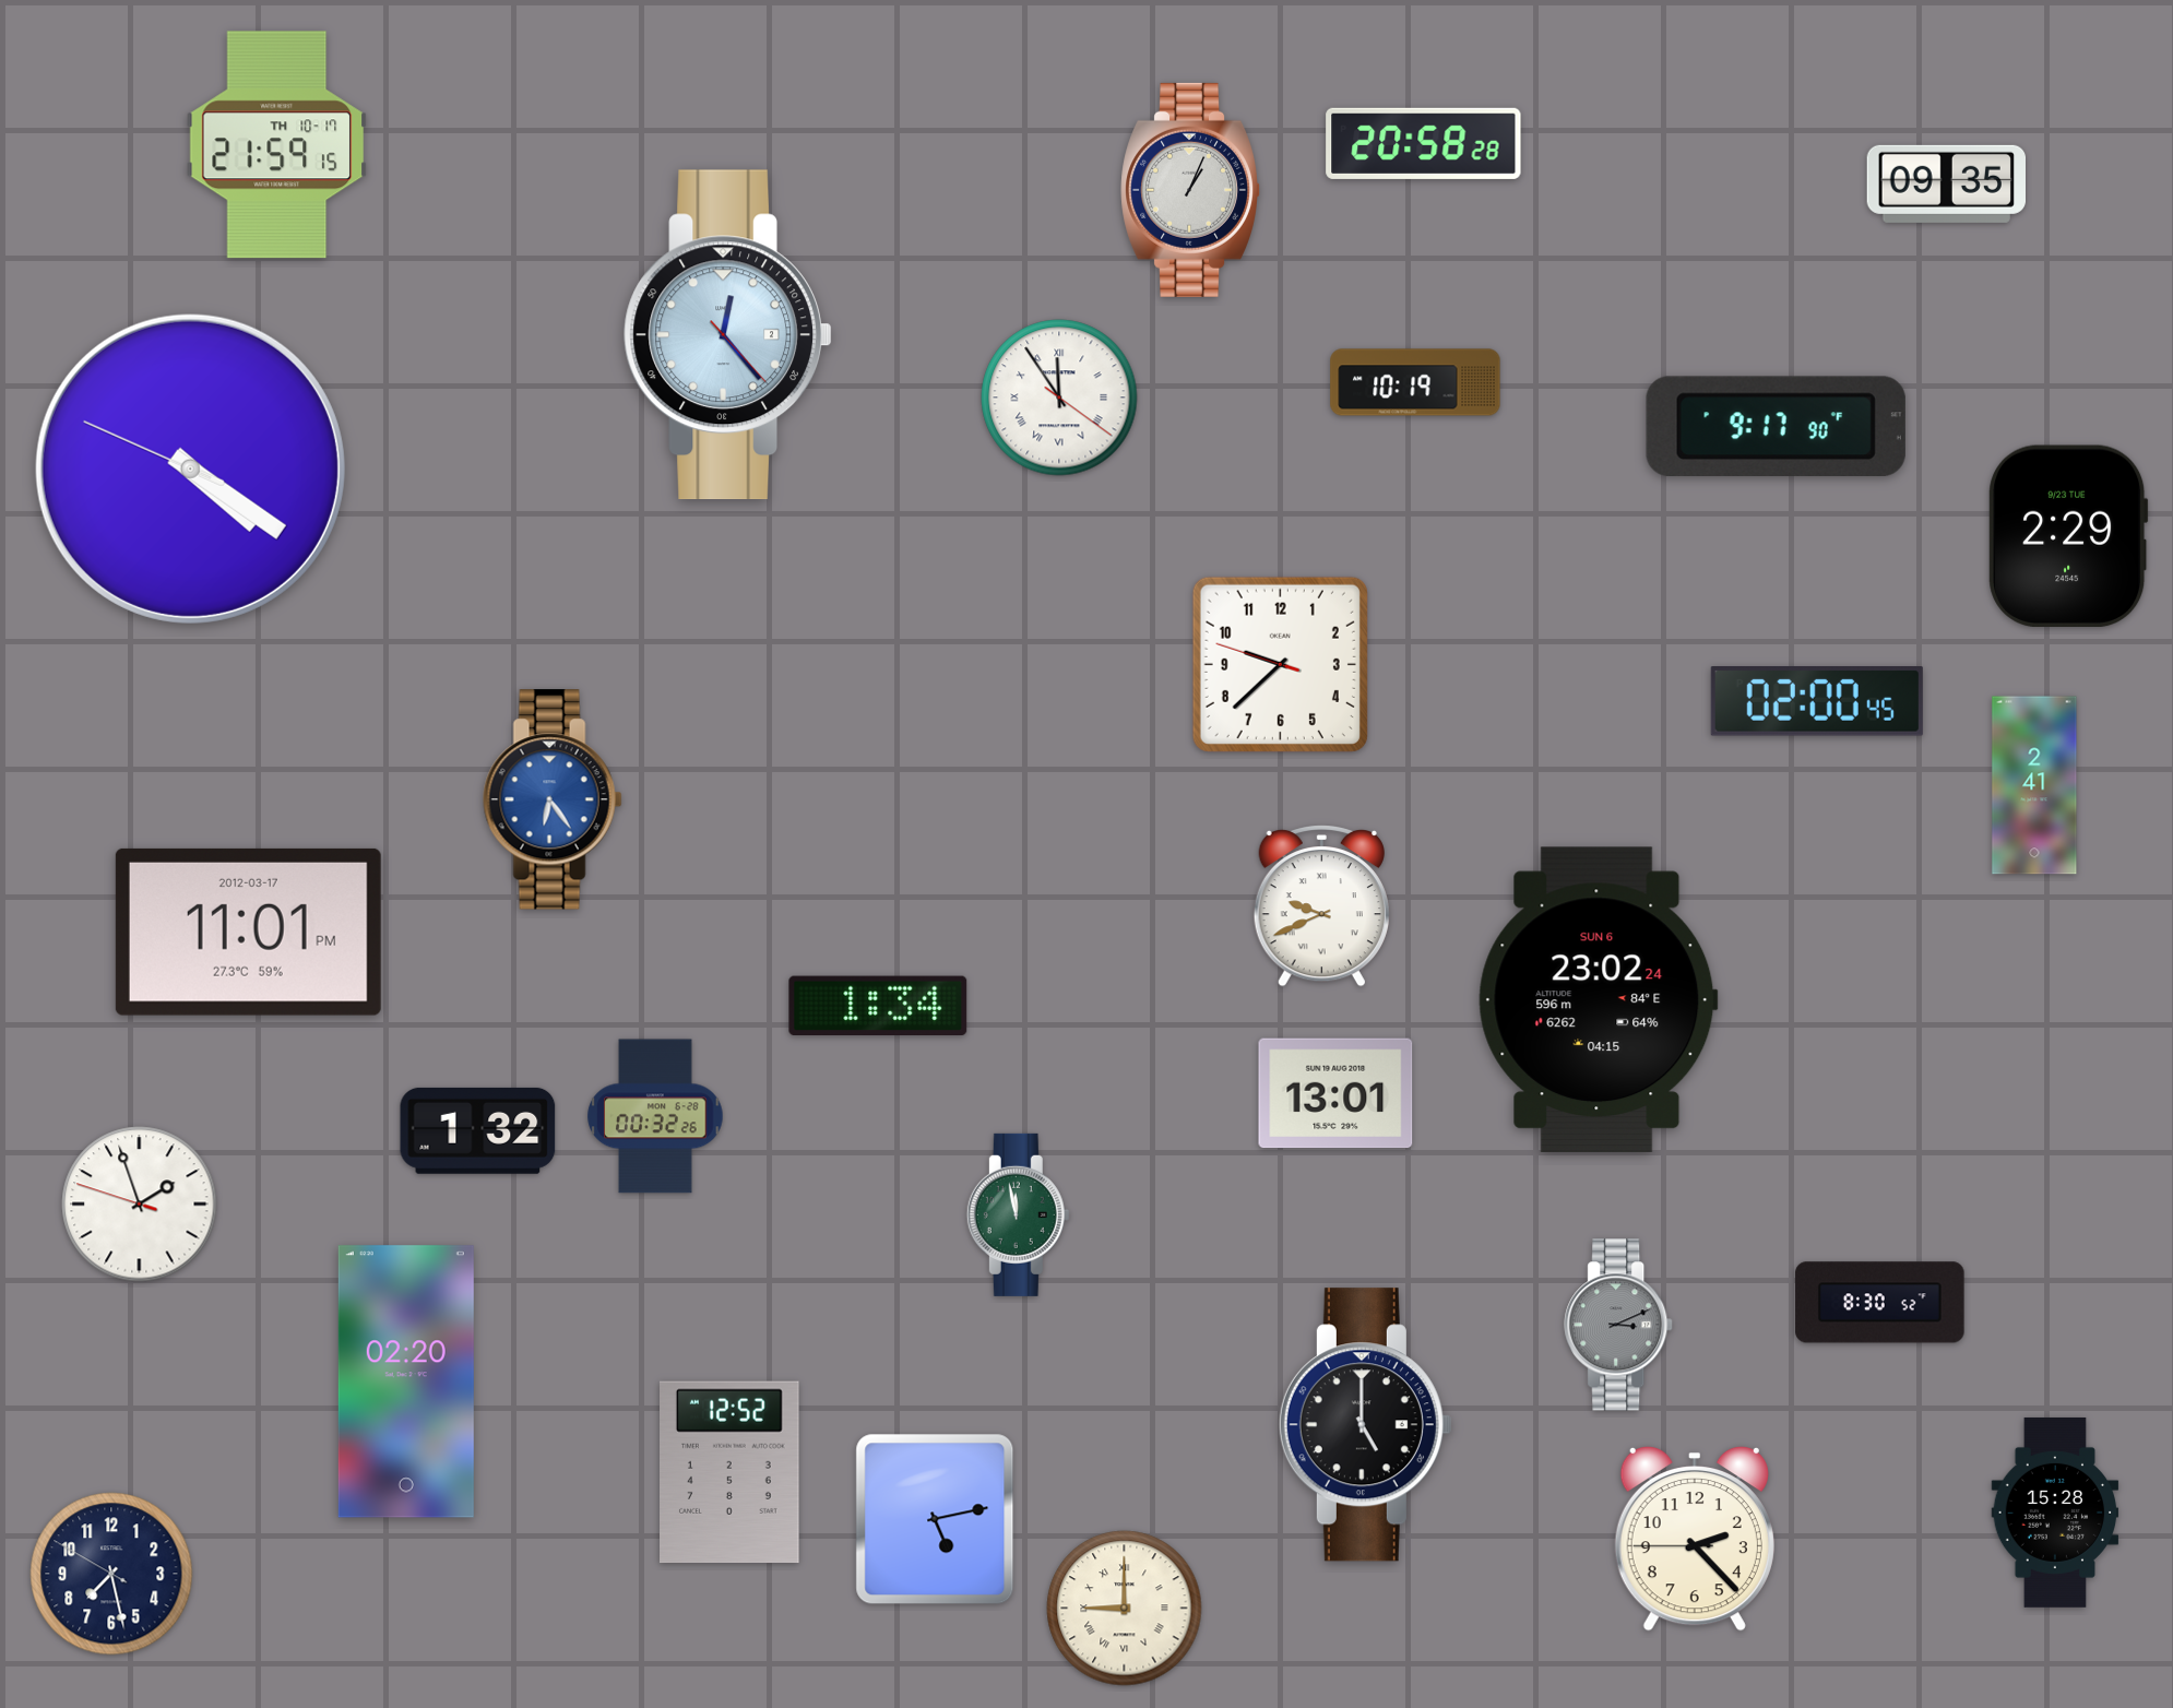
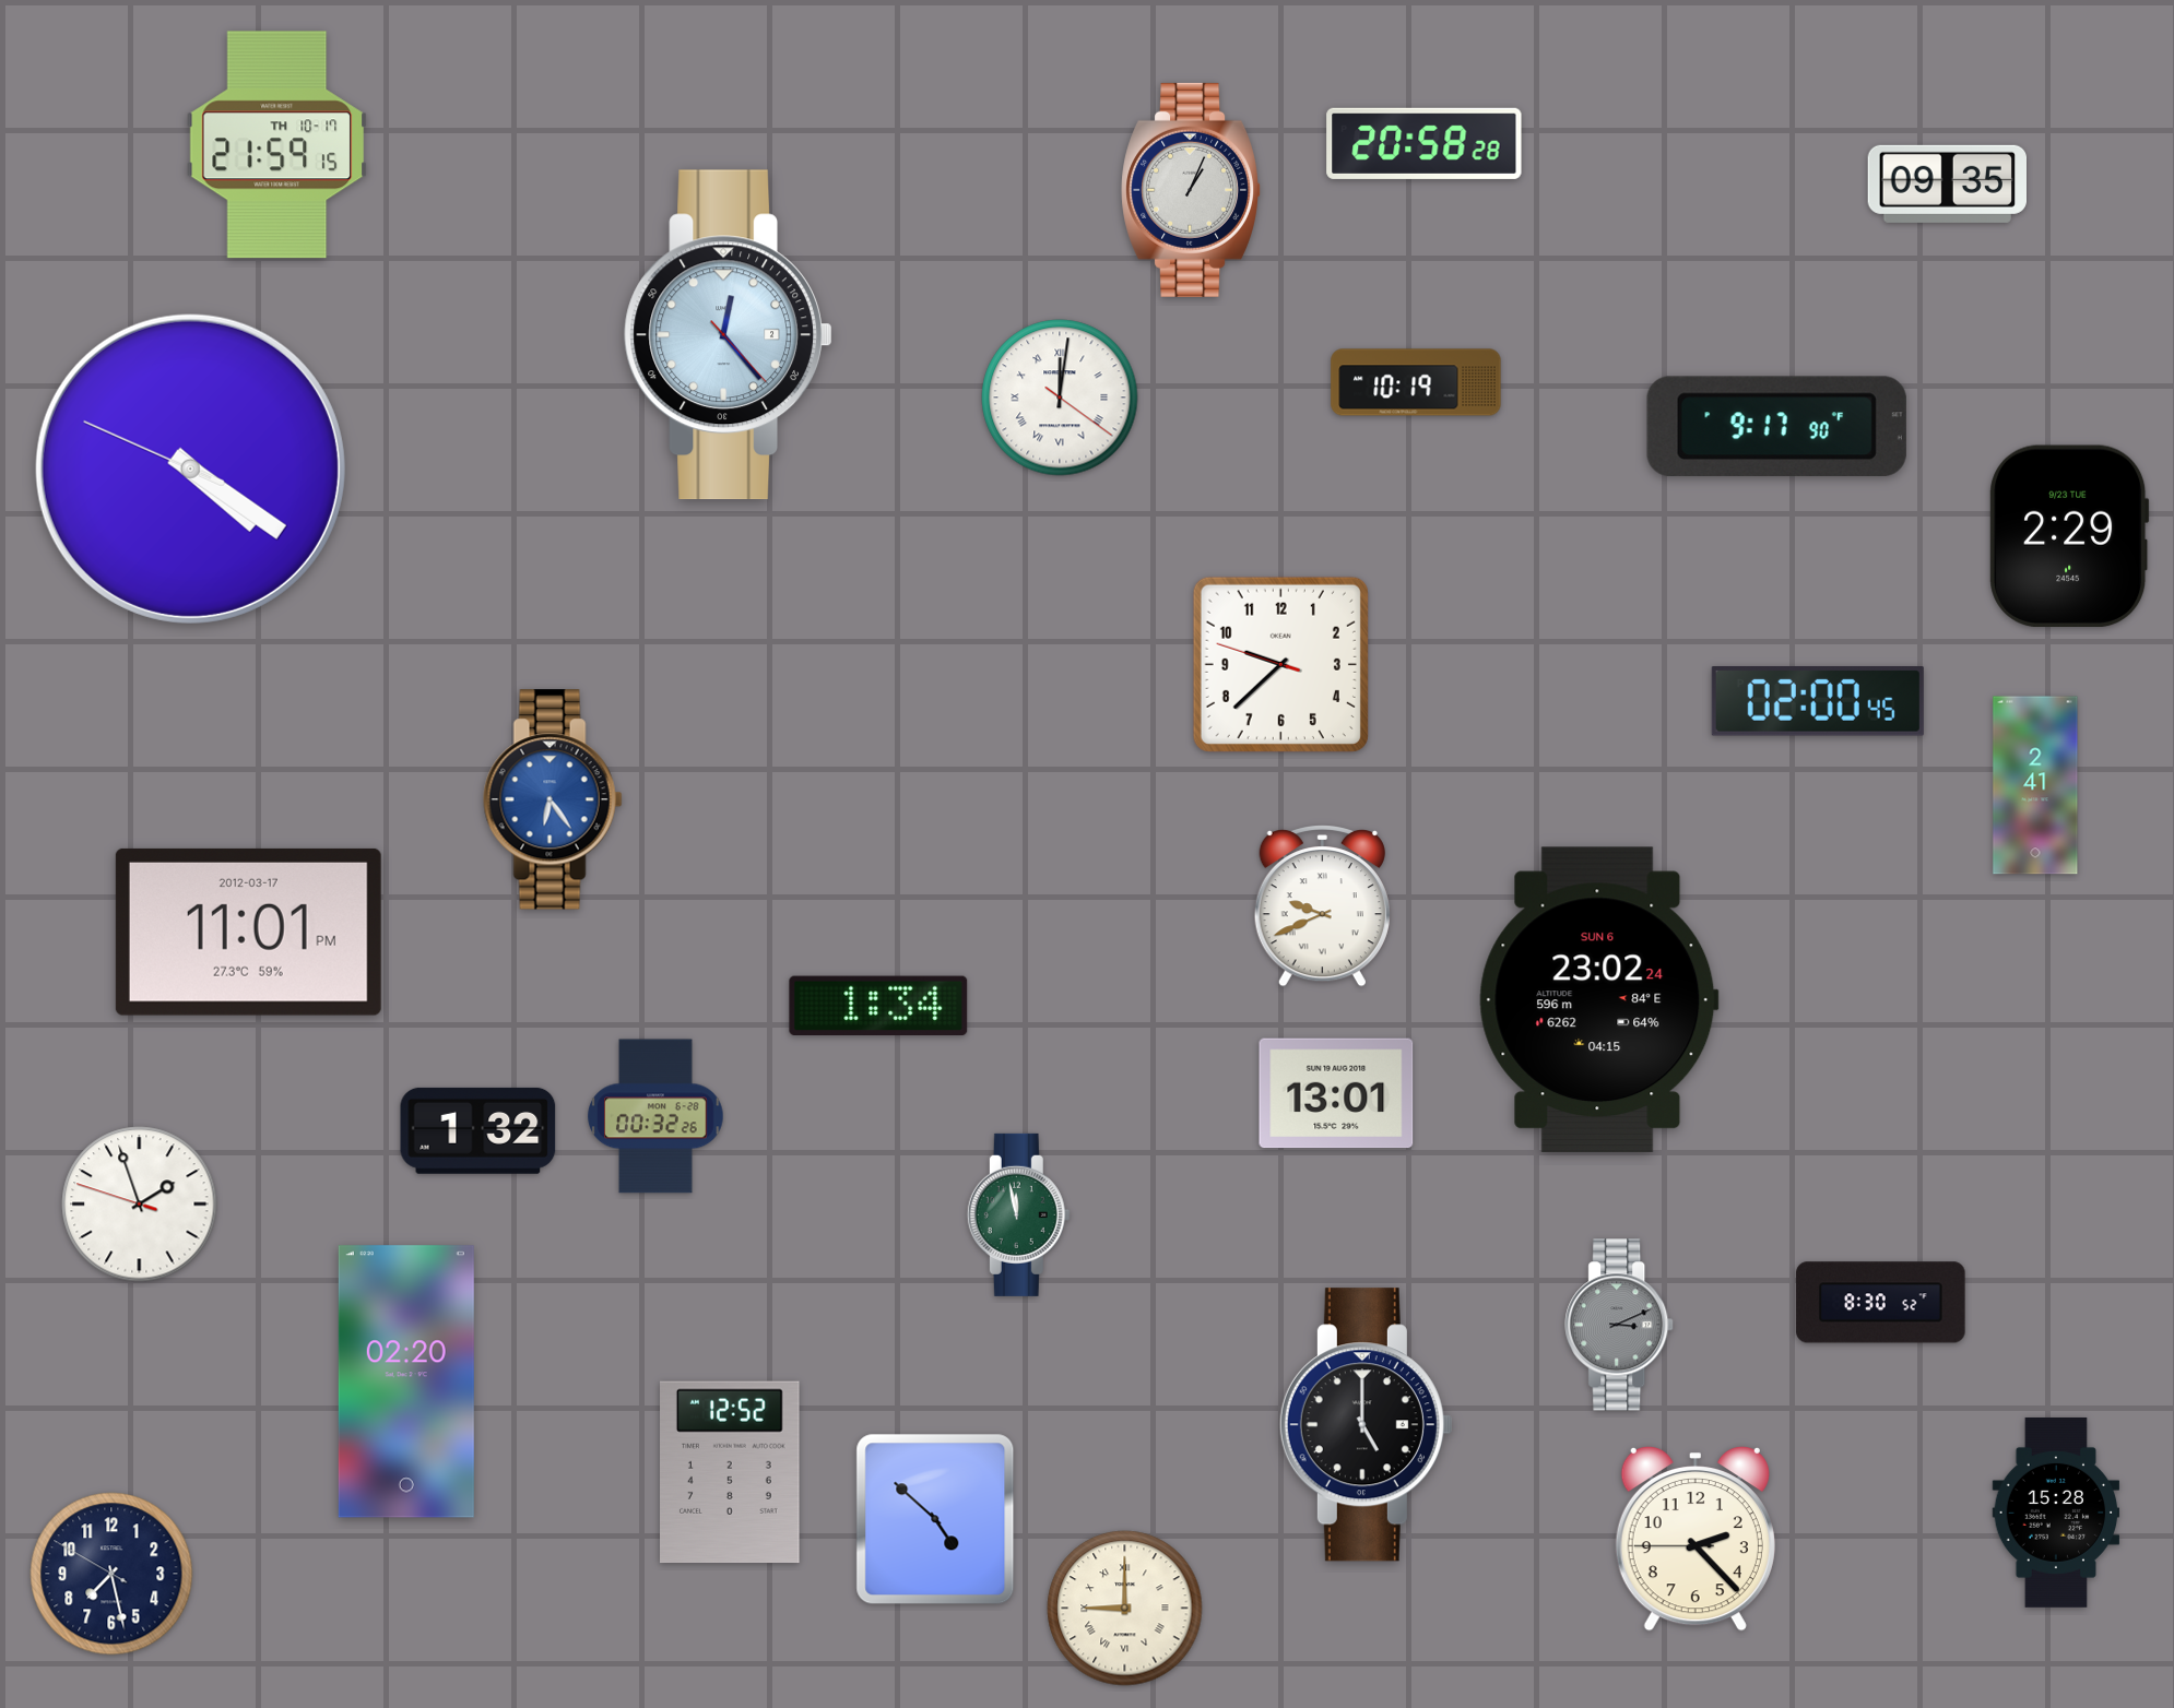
clock at (1059, 398): 11:54 -> 12:01
clock at (935, 1519): 5:13 -> 4:52
